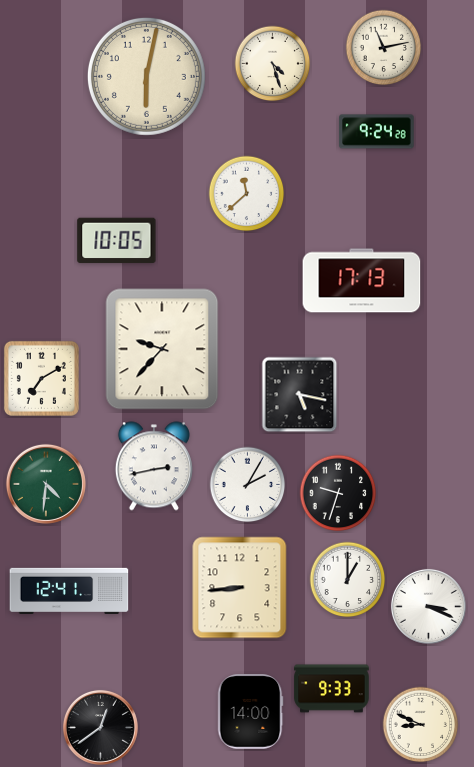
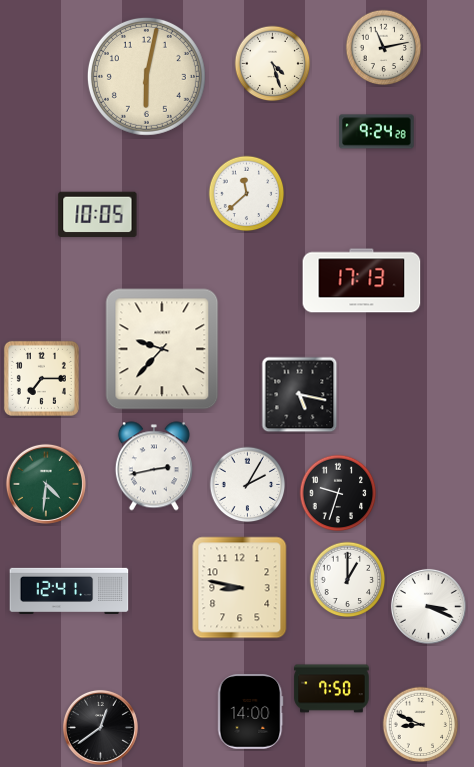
clock at (117, 241) position: (117, 241) -> (98, 215)
clock at (41, 378): 7:10 -> 7:15
clock at (240, 588): 8:44 -> 8:47
clock at (332, 689): 9:33 -> 7:50
